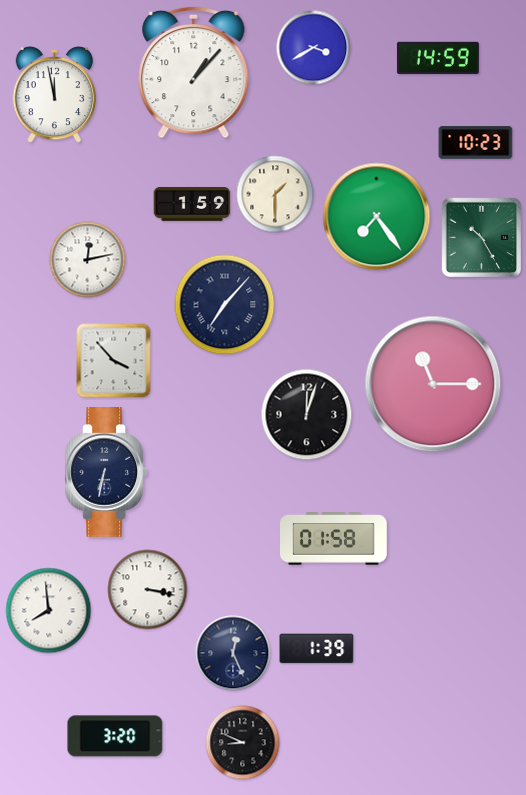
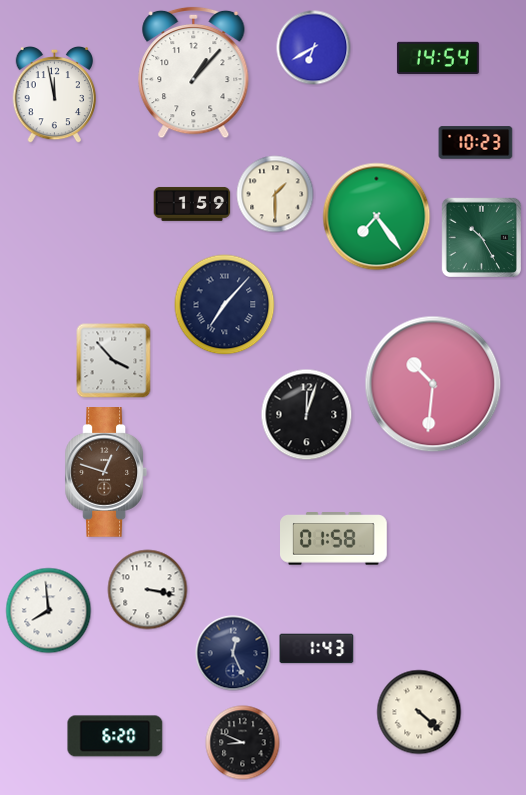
clock at (314, 48): 3:40 -> 6:40
clock at (438, 58): 14:59 -> 14:54
clock at (88, 260): 12:13 -> none
clock at (433, 384): 11:15 -> 10:31
clock at (106, 473): 6:32 -> 12:48
clock at (106, 473) dial: navy -> brown
clock at (317, 649): 1:39 -> 1:43
clock at (419, 712): none -> 4:22
clock at (115, 736): 3:20 -> 6:20
